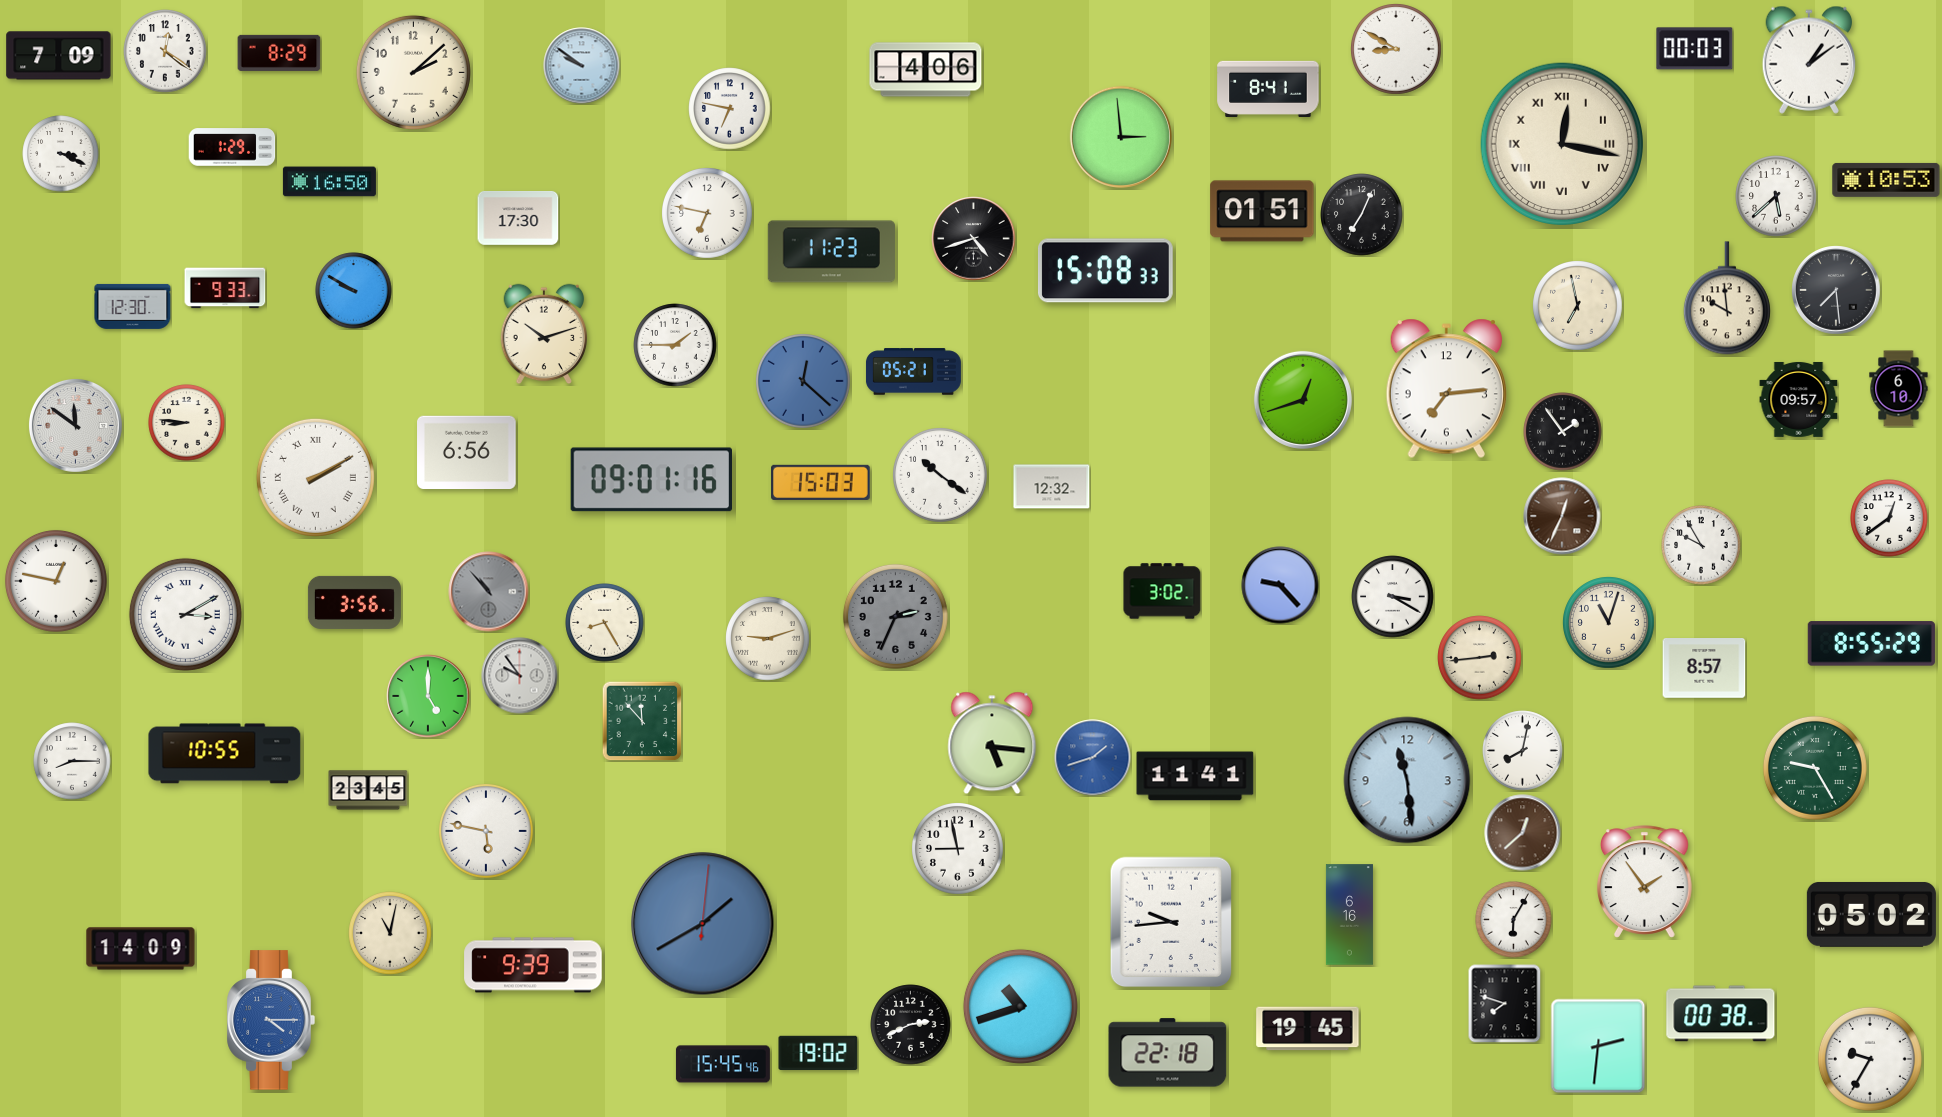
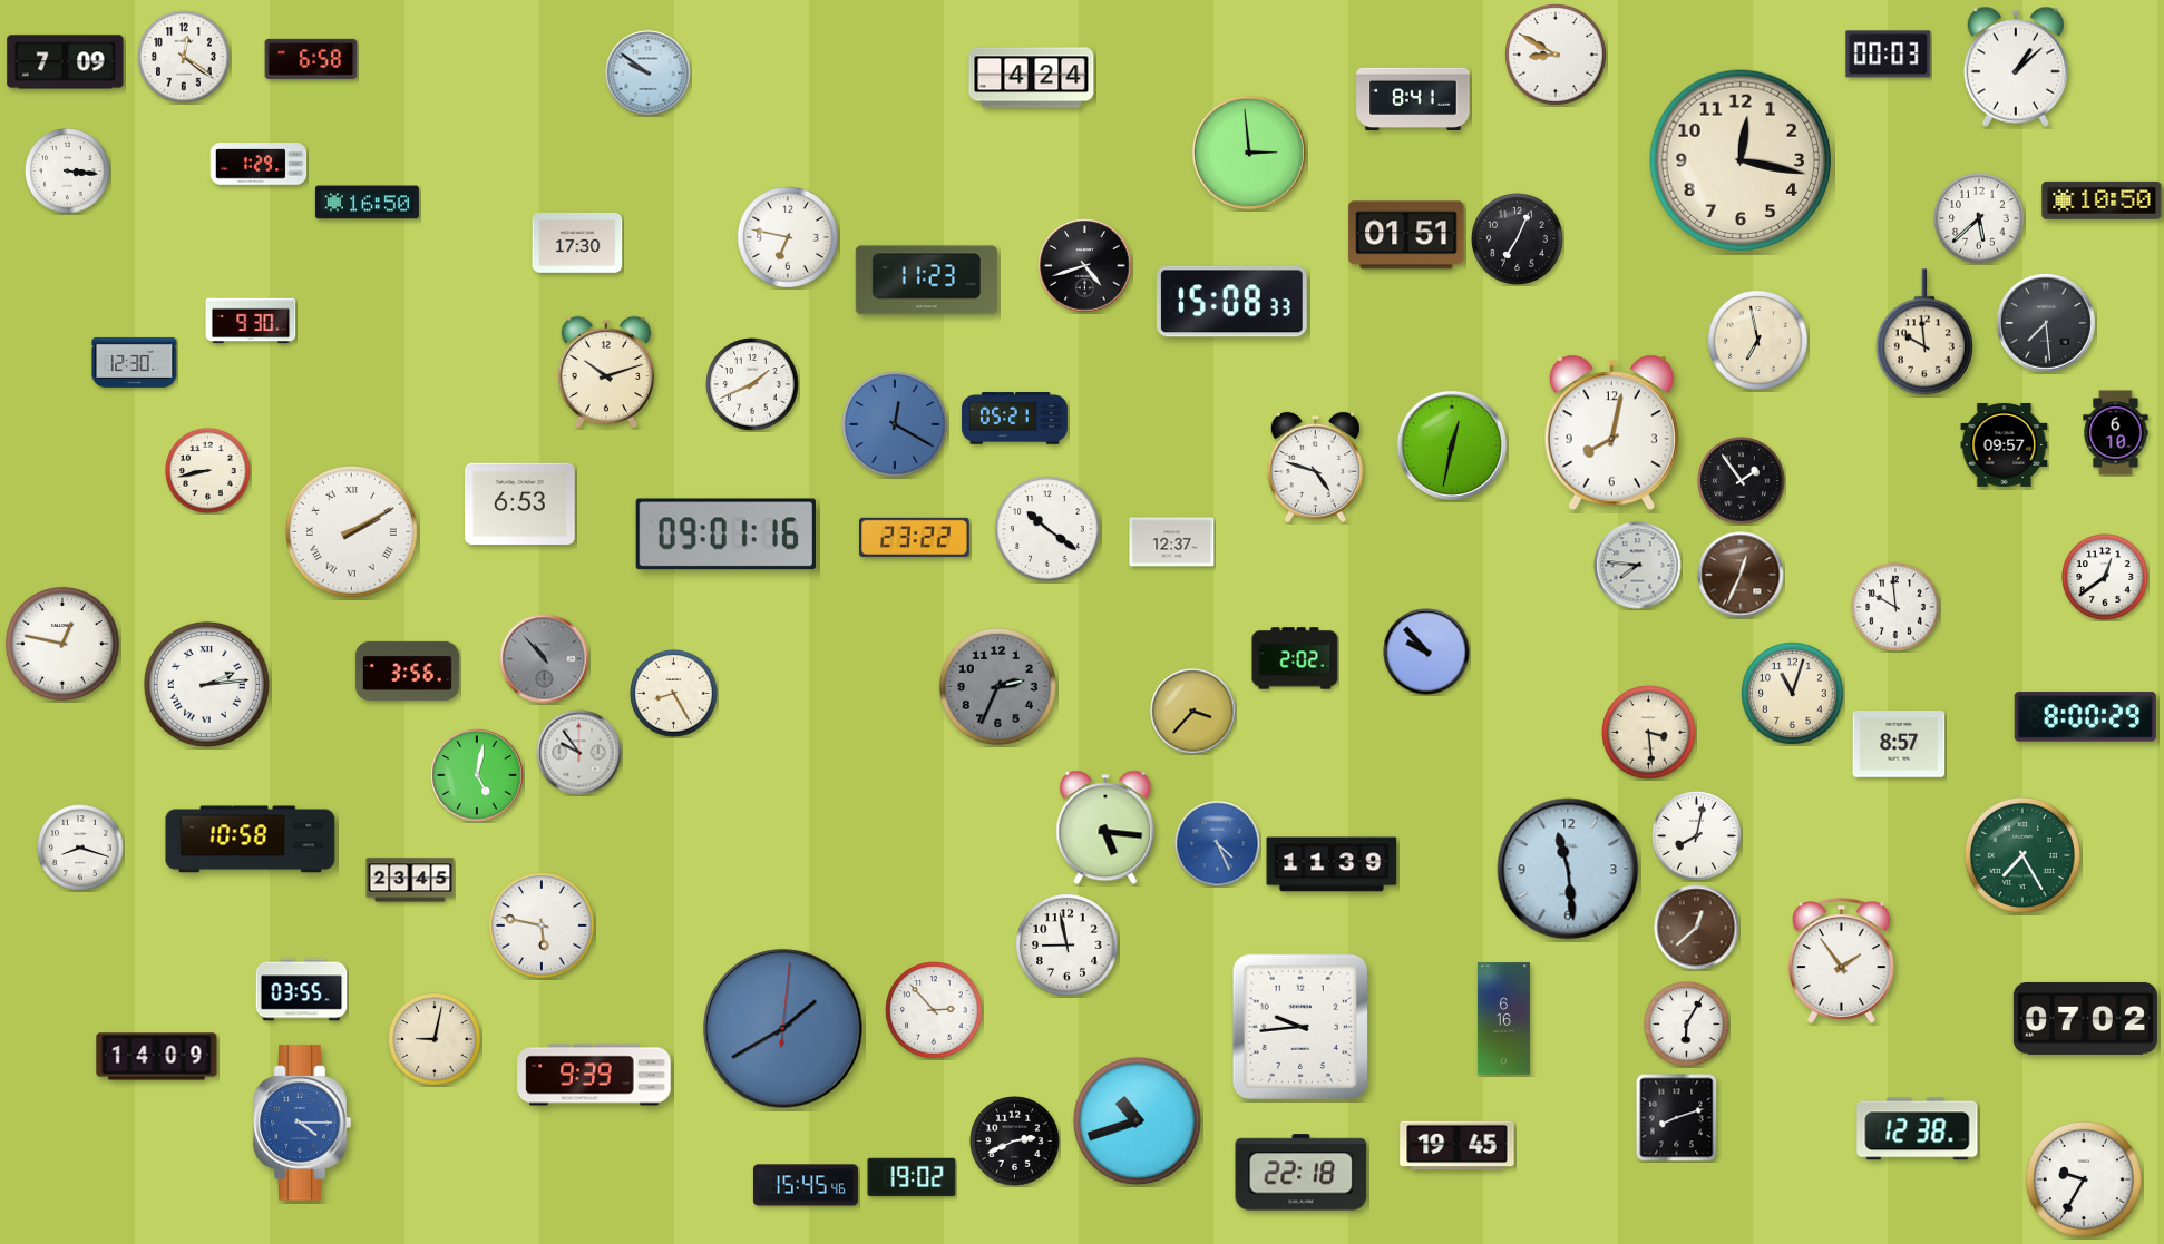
clock at (279, 53): 8:29 -> 6:58
clock at (1808, 60): 1:09 -> 1:08
clock at (926, 70): 4:06 -> 4:24
clock at (413, 72): 2:08 -> none
clock at (730, 109): 6:47 -> none
clock at (1561, 143) numerals: Roman -> Arabic
clock at (61, 154): 3:19 -> 3:16
clock at (1886, 180): 10:53 -> 10:50
clock at (225, 288): 9:33 -> 9:30
clock at (354, 291): 9:50 -> none
clock at (133, 306) position: (133, 306) -> (135, 362)
clock at (675, 345): 1:45 -> 1:41
clock at (913, 372) position: (913, 372) -> (1014, 419)
clock at (804, 382): 12:22 -> 12:20
clock at (1446, 389): 7:14 -> 8:02
clock at (1303, 400): 12:42 -> 12:32
clock at (1315, 468): none -> 4:48
clock at (187, 423): 8:46 -> 8:43
clock at (75, 425): 11:51 -> none
clock at (467, 453): 6:56 -> 6:53
clock at (821, 482): 15:03 -> 23:22
clock at (1052, 487): 12:32 -> 12:37
clock at (1638, 566): none -> 7:46
clock at (1701, 545): 9:55 -> 9:59
clock at (56, 581) position: (56, 581) -> (62, 644)
clock at (1280, 585): 9:23 -> 9:53
clock at (1162, 591): 3:02 -> 2:02
clock at (1393, 597): 3:20 -> none
clock at (354, 602) position: (354, 602) -> (407, 670)
clock at (185, 614): 3:10 -> 2:14
clock at (768, 639): 9:12 -> none
clock at (1193, 712): none -> 3:37
clock at (1871, 644): 8:55 -> 8:00
clock at (1480, 658): 2:44 -> 3:29
clock at (428, 696): 5:00 -> 5:02
clock at (642, 721): 11:53 -> none
clock at (225, 754): 10:55 -> 10:58
clock at (1093, 758): 1:42 -> 4:26
clock at (72, 761): 8:15 -> 8:18
clock at (1815, 768): 9:25 -> 7:25
clock at (1195, 776): 11:41 -> 11:39
clock at (1645, 882) position: (1645, 882) -> (1842, 961)
clock at (302, 990): none -> 03:55
clock at (934, 1010): none -> 2:53
clock at (1871, 914): 05:02 -> 07:02
clock at (1171, 922) position: (1171, 922) -> (1300, 1027)
clock at (390, 933): 11:02 -> 9:02
clock at (1505, 1004): 7:48 -> 8:12
clock at (1721, 1014): 00:38 -> 12:38
clock at (271, 1020) position: (271, 1020) -> (302, 1123)
clock at (1598, 1046): 2:31 -> none
clock at (818, 1052) position: (818, 1052) -> (912, 1176)
